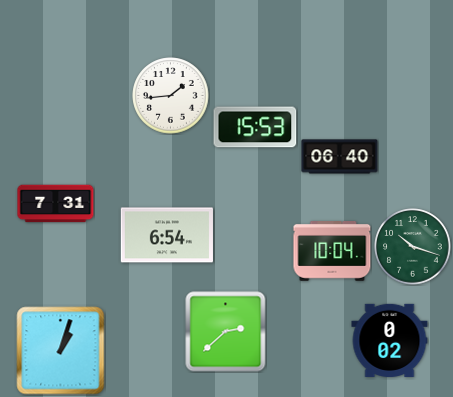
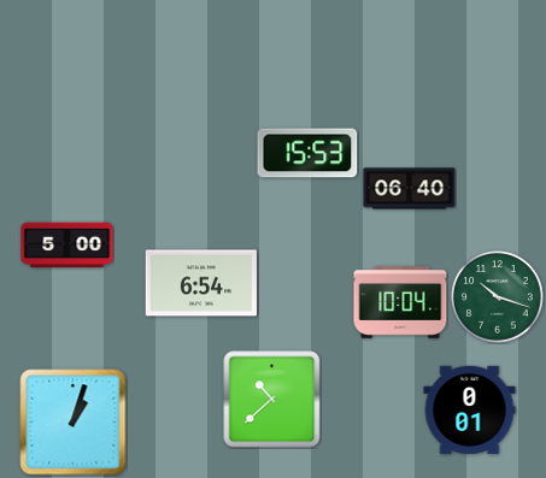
clock at (171, 96): 1:44 -> none
clock at (56, 204): 7:31 -> 5:00
clock at (226, 332): 2:38 -> 10:38
clock at (390, 340): 0:02 -> 0:01
